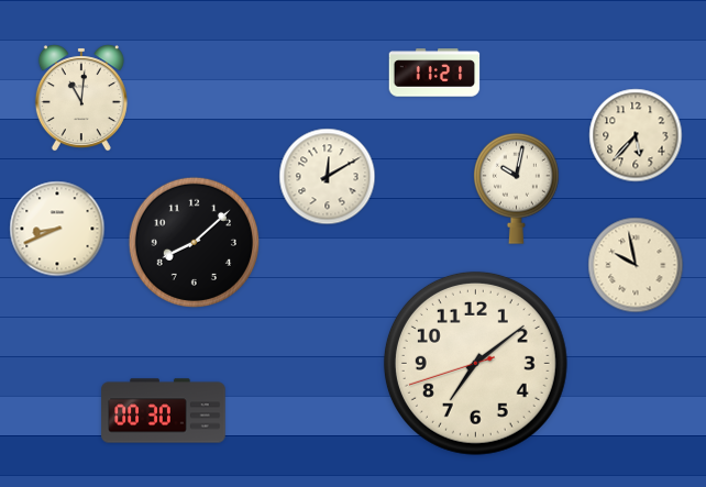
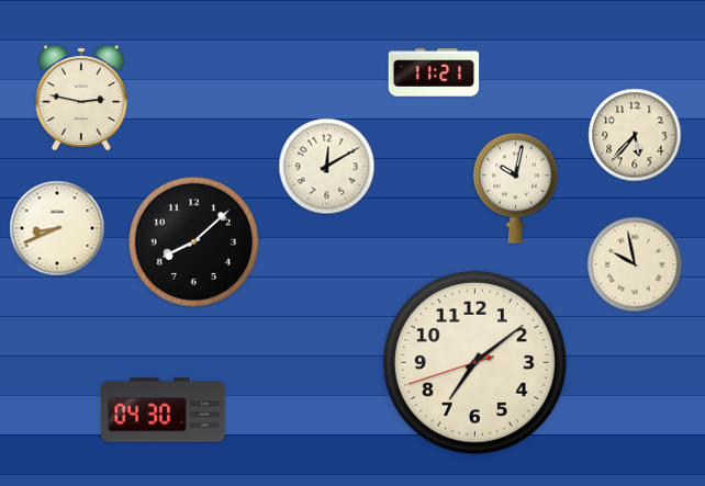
clock at (81, 98): 11:01 -> 2:47
clock at (328, 177) position: (328, 177) -> (327, 167)
clock at (164, 411): 00:30 -> 04:30
